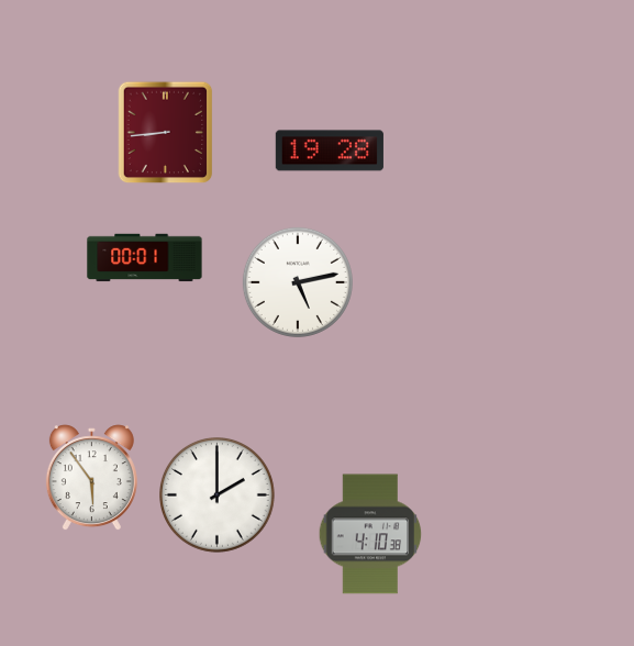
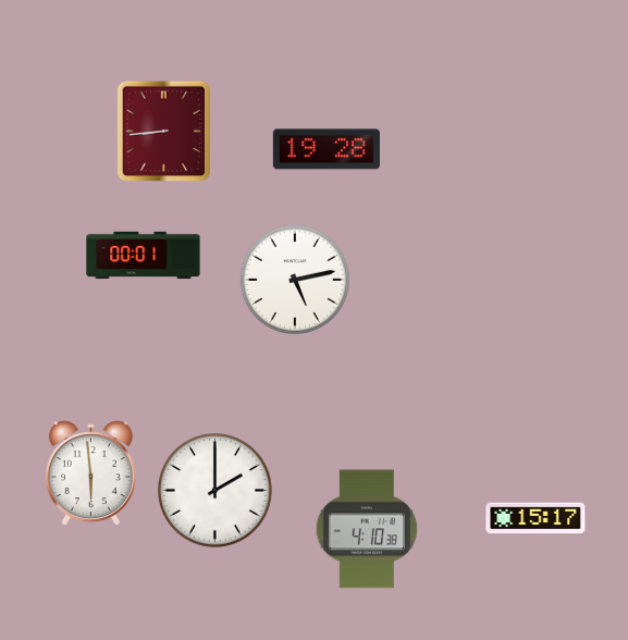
clock at (91, 478): 5:54 -> 5:59
clock at (535, 518): none -> 15:17
